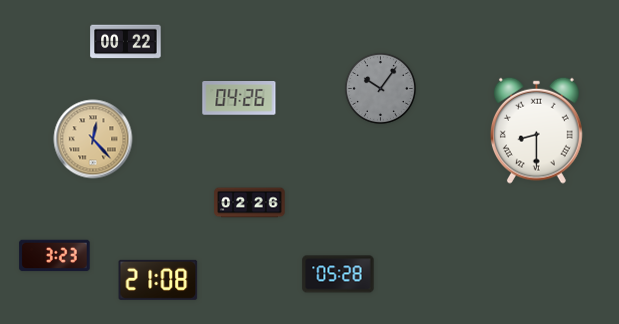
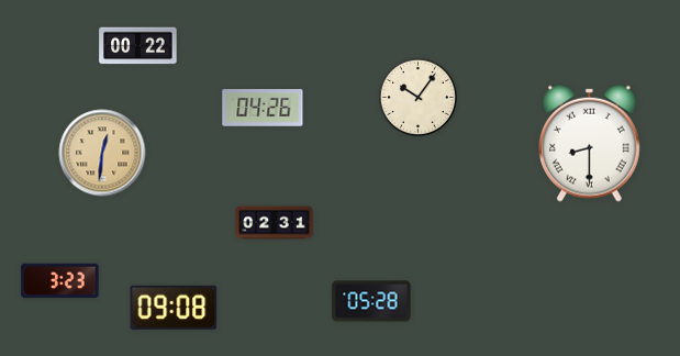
clock at (380, 88) dial: grey -> cream
clock at (93, 139): 12:23 -> 12:31
clock at (250, 203): 02:26 -> 02:31
clock at (158, 280): 21:08 -> 09:08
